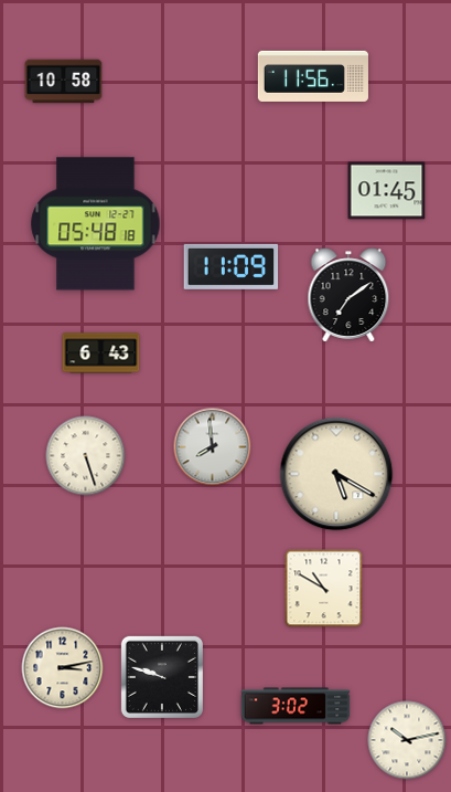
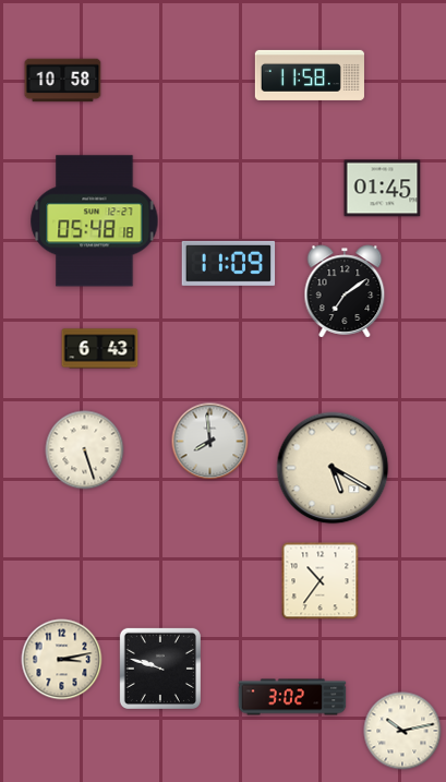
clock at (313, 76): 11:56 -> 11:58
clock at (324, 589): 10:50 -> 10:36
